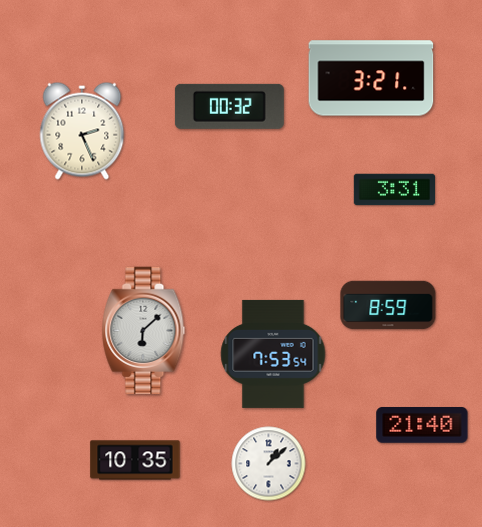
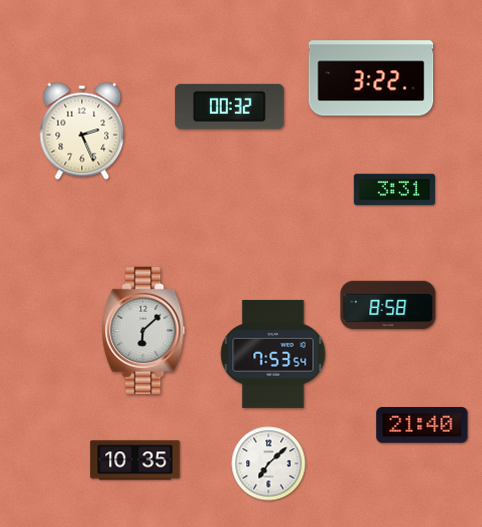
clock at (371, 78): 3:21 -> 3:22
clock at (388, 305): 8:59 -> 8:58
clock at (269, 464): 1:08 -> 7:08
